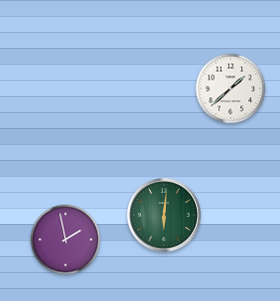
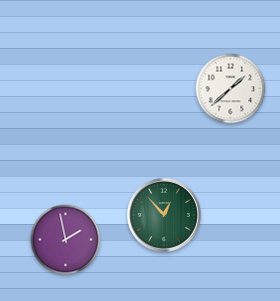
clock at (164, 215): 6:01 -> 12:53
